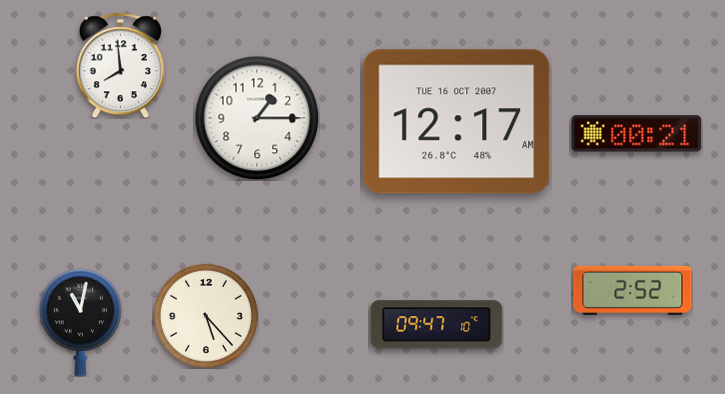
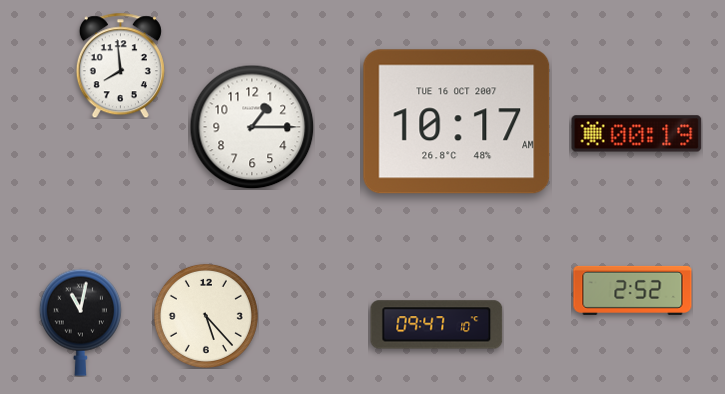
clock at (257, 118) position: (257, 118) -> (252, 127)
clock at (457, 122): 12:17 -> 10:17
clock at (637, 134): 00:21 -> 00:19
